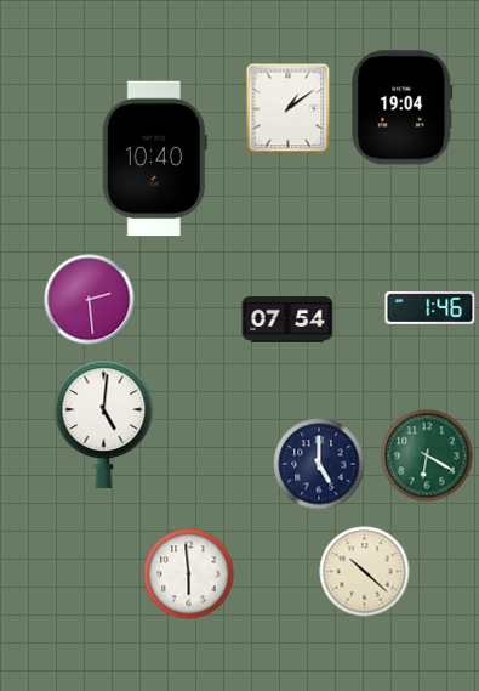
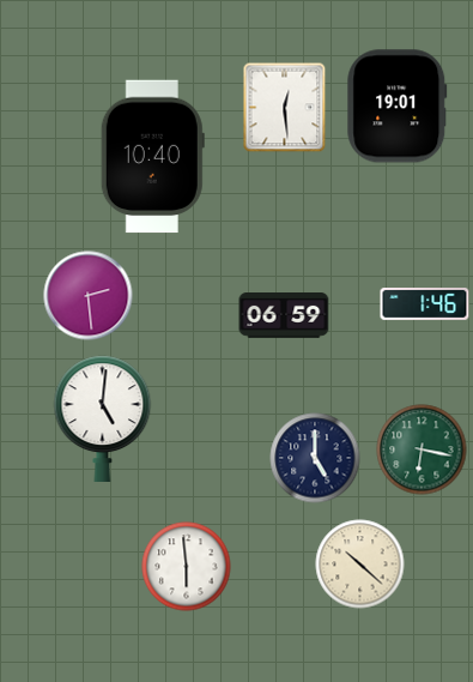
clock at (403, 108): 19:04 -> 19:01
clock at (289, 109): 1:09 -> 12:29
clock at (287, 321): 07:54 -> 06:59
clock at (427, 455): 6:20 -> 6:17
